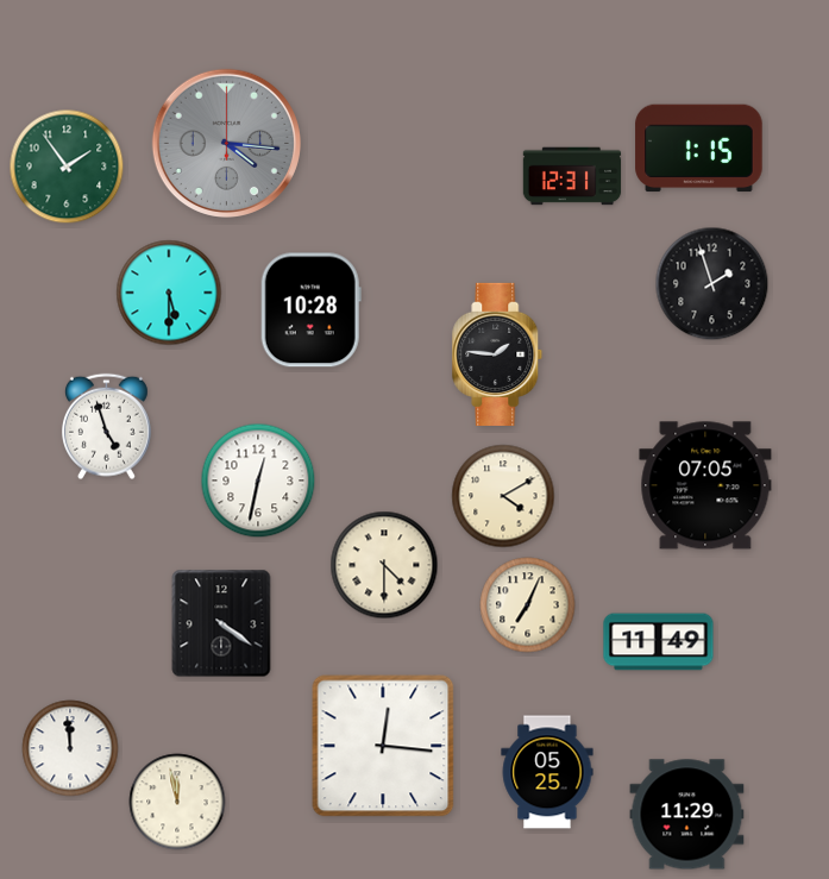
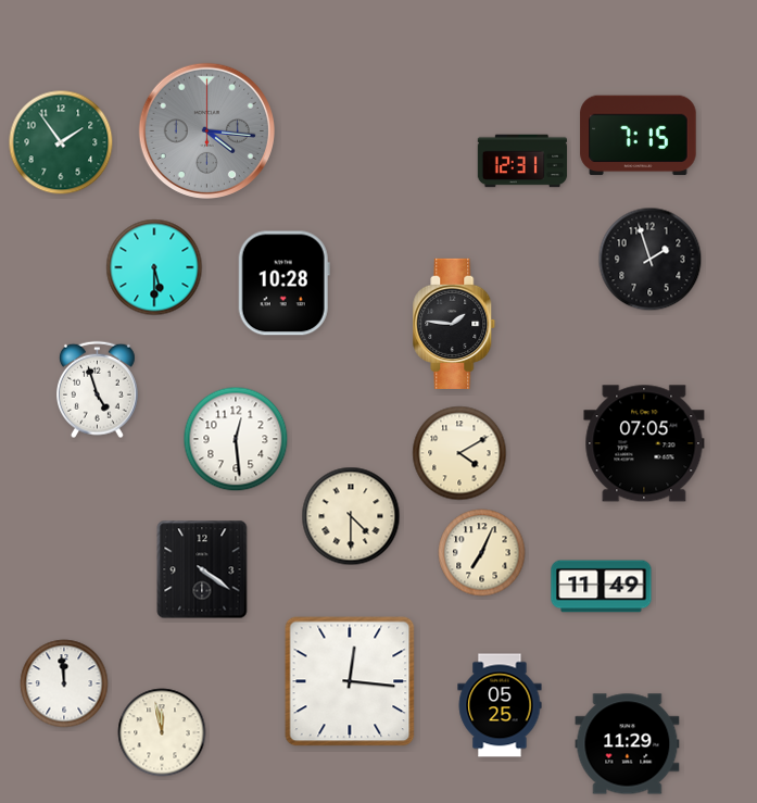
clock at (699, 149): 1:15 -> 7:15
clock at (67, 167) position: (67, 167) -> (61, 142)
clock at (258, 481): 12:32 -> 12:29
